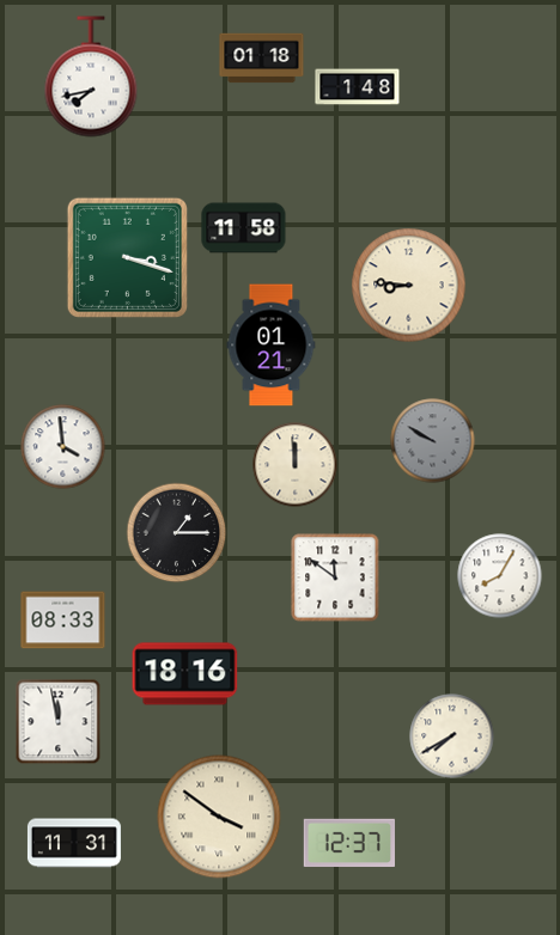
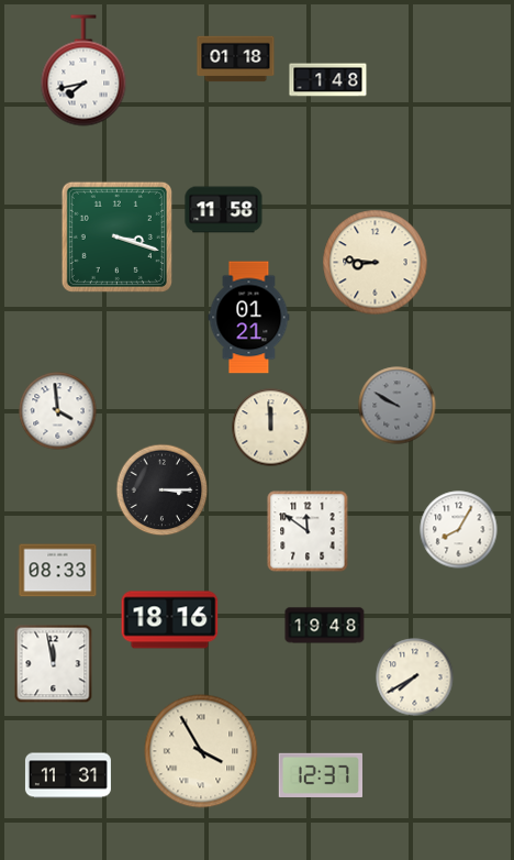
clock at (262, 59) position: (262, 59) -> (236, 59)
clock at (177, 533): 1:15 -> 3:15
clock at (325, 626): none -> 19:48
clock at (219, 817): 3:51 -> 3:55
